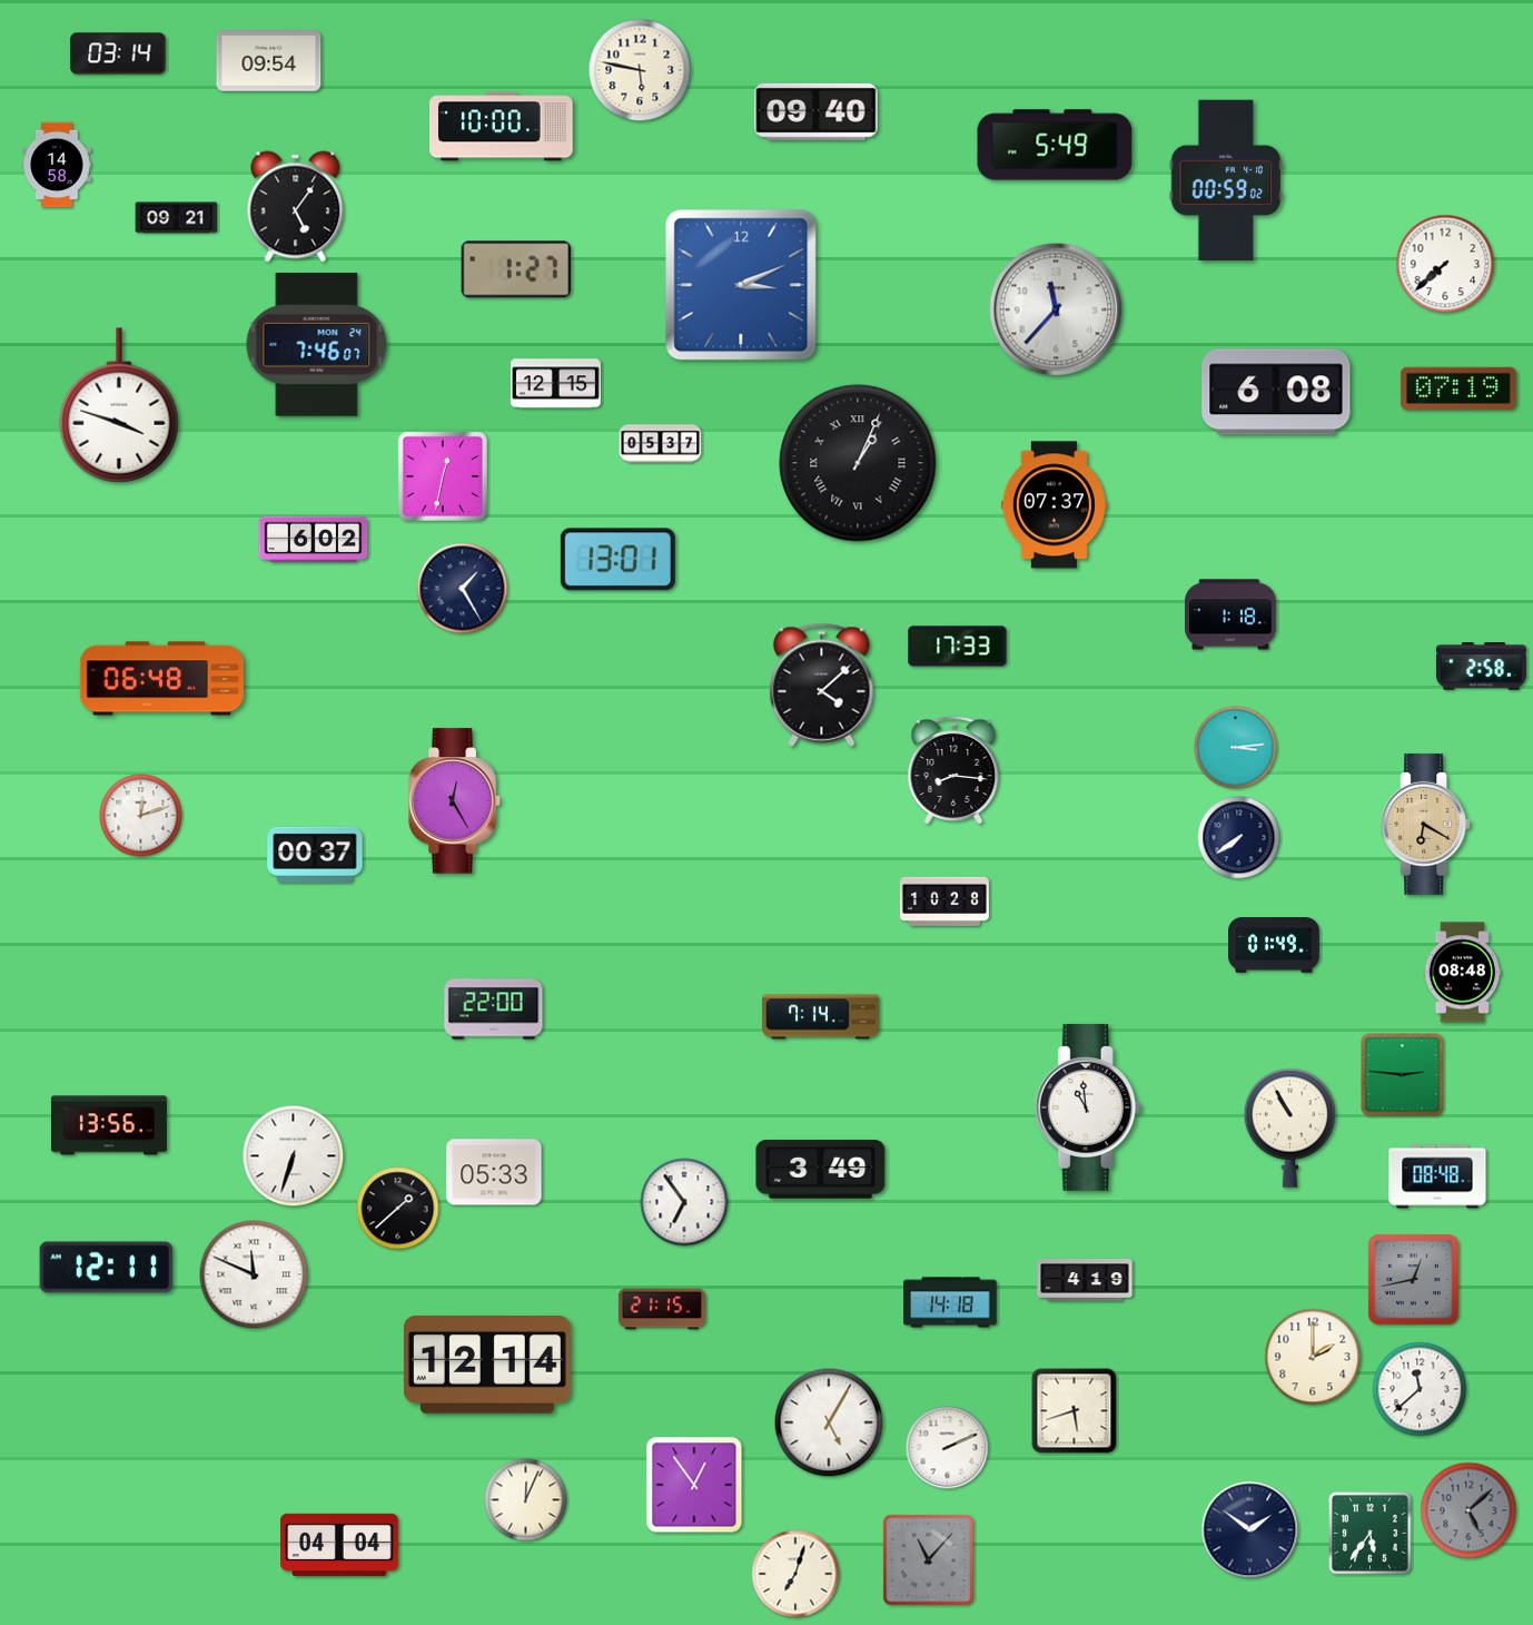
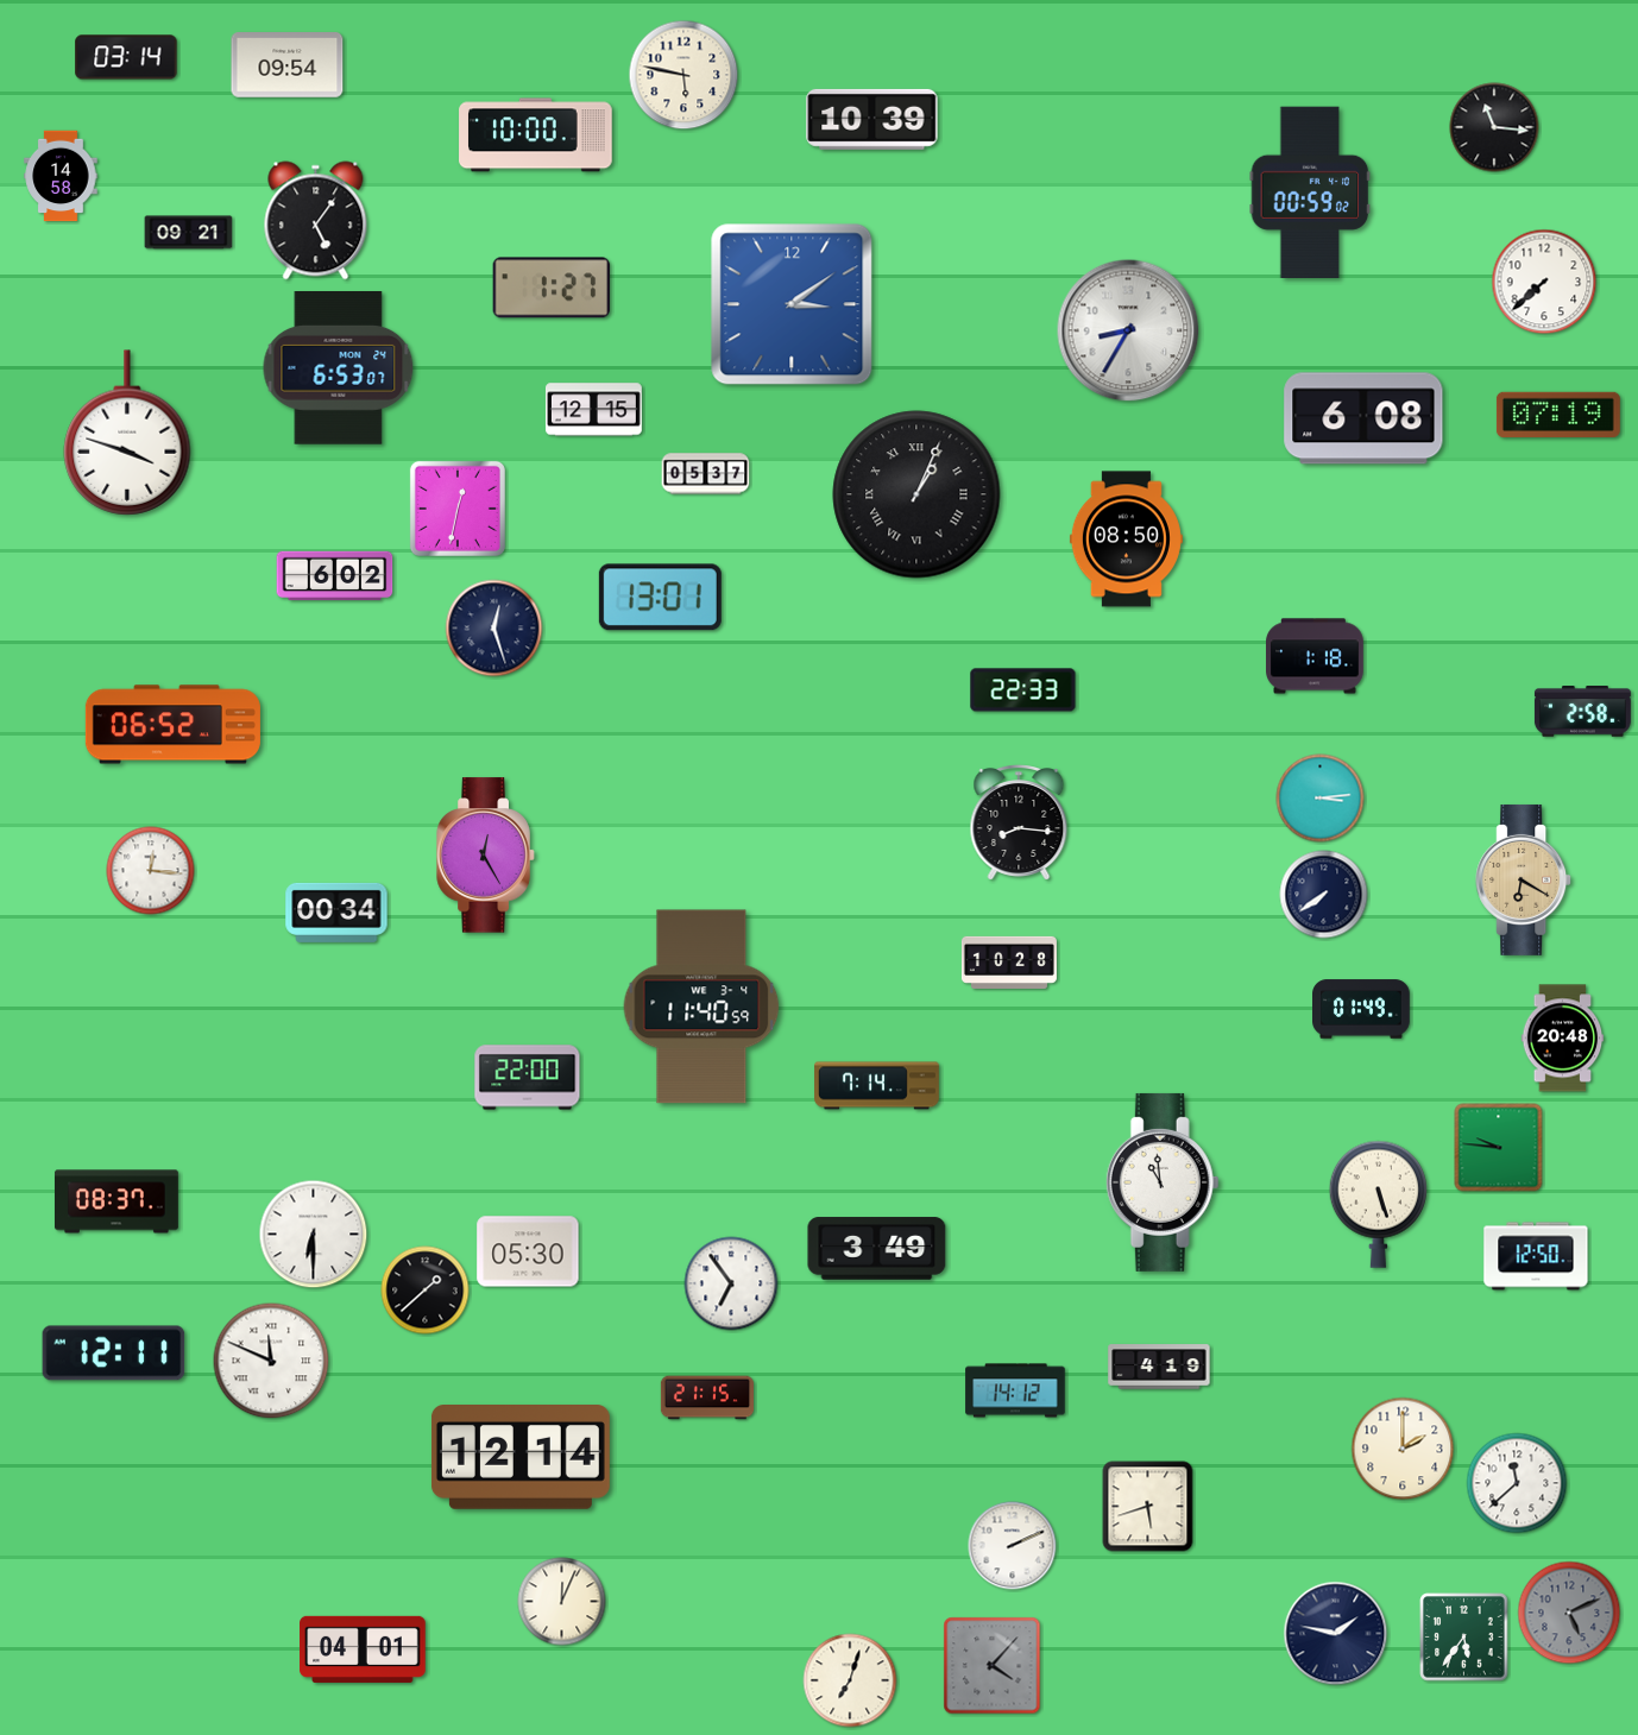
clock at (817, 111): 09:40 -> 10:39
clock at (1494, 127): none -> 11:16
clock at (1055, 145): 5:49 -> none
clock at (741, 285): 3:11 -> 3:09
clock at (1056, 309): 11:37 -> 8:35
clock at (317, 345): 7:46 -> 6:53
clock at (443, 476) position: (443, 476) -> (458, 509)
clock at (1054, 505): 07:37 -> 08:50
clock at (463, 589): 1:25 -> 12:27
clock at (958, 647): 17:33 -> 22:33
clock at (161, 679): 06:48 -> 06:52
clock at (822, 685): 4:08 -> none
clock at (141, 816): 12:12 -> 12:16
clock at (315, 855): 00:37 -> 00:34
clock at (701, 1007): none -> 11:40
clock at (1463, 973): 08:48 -> 20:48
clock at (1403, 1075): 2:46 -> 9:46
clock at (109, 1125): 13:56 -> 08:37
clock at (1289, 1127): 10:55 -> 5:27
clock at (294, 1156): 6:33 -> 6:30
clock at (494, 1172): 05:33 -> 05:30
clock at (1437, 1176): 08:48 -> 12:50
clock at (1414, 1280): 12:43 -> none
clock at (950, 1302): 14:18 -> 14:12
clock at (829, 1422): 5:05 -> none
clock at (694, 1485): 12:54 -> none
clock at (1468, 1510): 5:08 -> 5:11
clock at (1250, 1530): 1:51 -> 1:47
clock at (339, 1545): 04:04 -> 04:01
clock at (929, 1560): 11:07 -> 4:07
